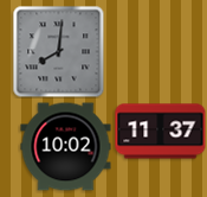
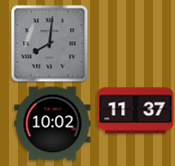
clock at (66, 147) position: (66, 147) -> (53, 124)
